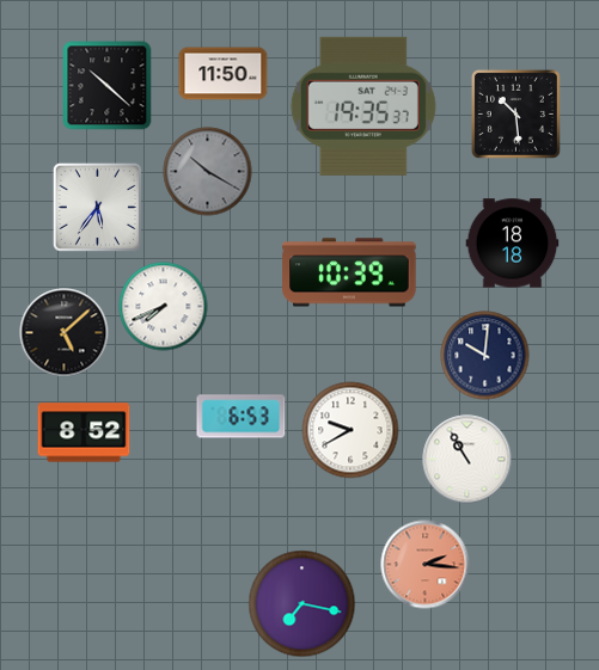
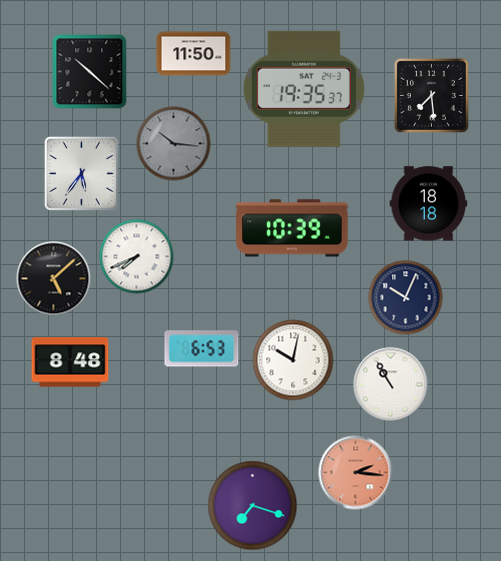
clock at (224, 74) position: (224, 74) -> (194, 54)
clock at (515, 113): 10:29 -> 7:29
clock at (208, 172): 10:20 -> 10:16
clock at (485, 356): 10:01 -> 10:04
clock at (350, 430): 9:40 -> 10:02
clock at (84, 432): 8:52 -> 8:48
clock at (302, 604): 7:17 -> 7:18
